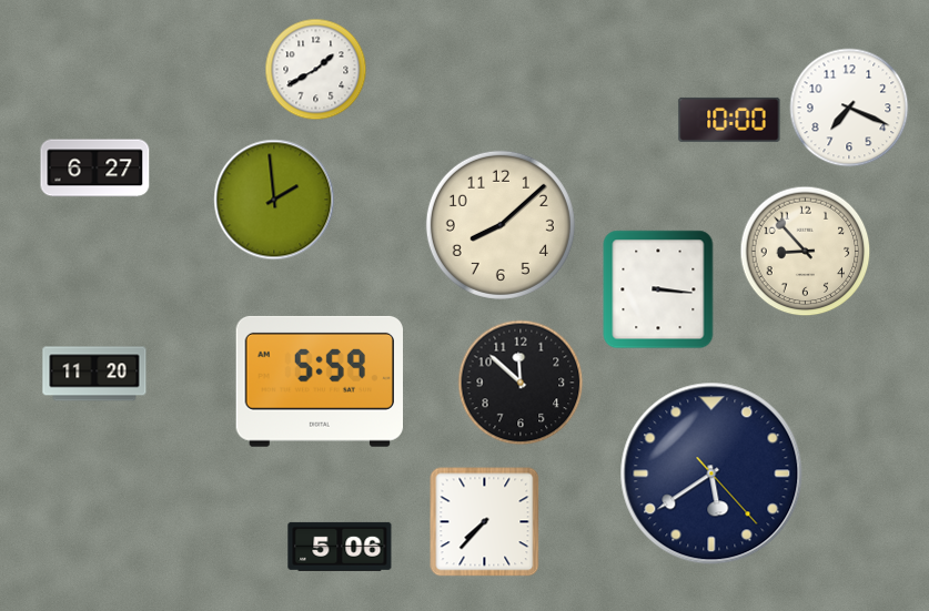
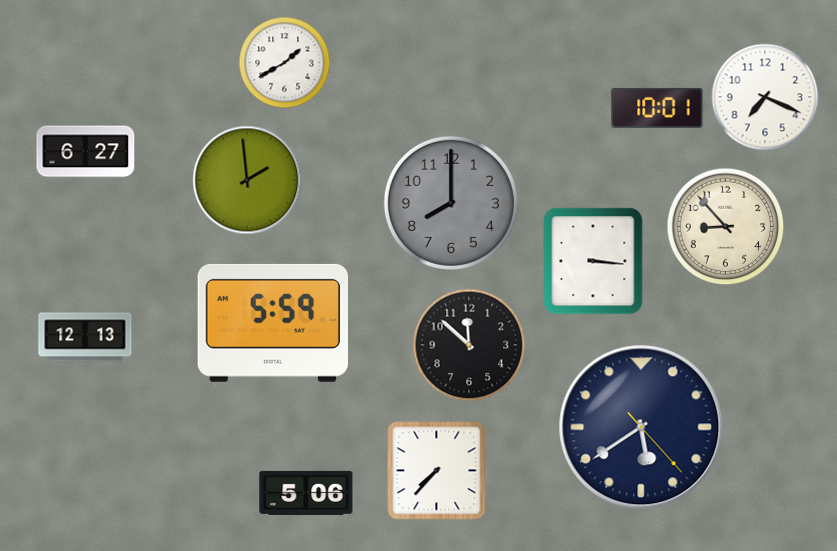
clock at (729, 120): 10:00 -> 10:01
clock at (501, 225): 8:08 -> 8:00
clock at (501, 225) dial: cream -> grey
clock at (94, 374): 11:20 -> 12:13
clock at (319, 381) position: (319, 381) -> (272, 323)
